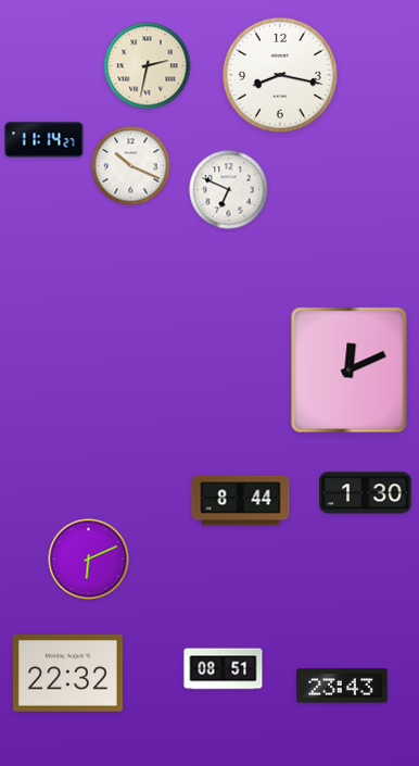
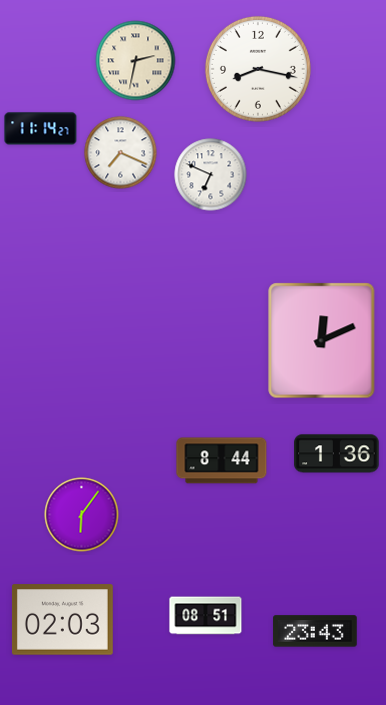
clock at (131, 166): 10:19 -> 7:19
clock at (366, 493): 1:30 -> 1:36
clock at (89, 560): 6:11 -> 6:06
clock at (67, 674): 22:32 -> 02:03
